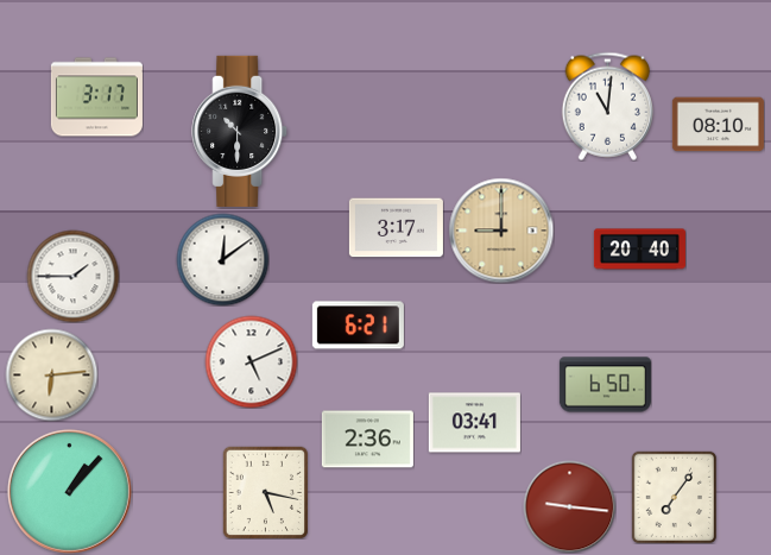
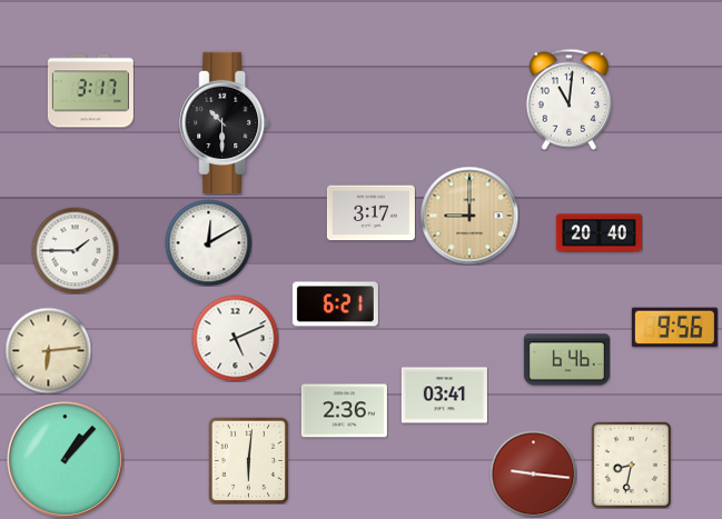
clock at (718, 125): 08:10 -> none
clock at (222, 259): 12:09 -> 12:10
clock at (72, 276) position: (72, 276) -> (75, 250)
clock at (674, 328): none -> 9:56
clock at (605, 385): 6:50 -> 6:46
clock at (266, 492): 5:17 -> 6:01
clock at (675, 497): 7:06 -> 8:32
